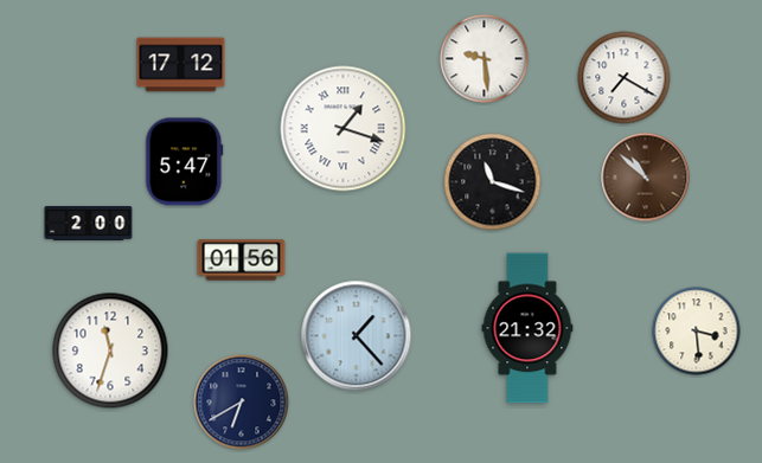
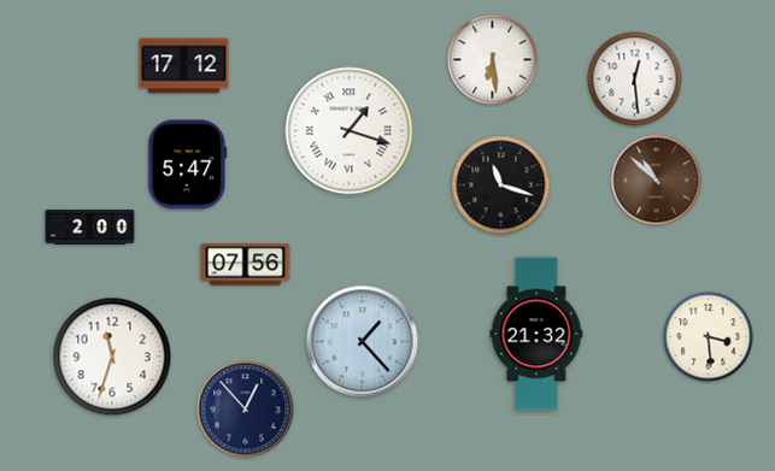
clock at (485, 59): 9:29 -> 6:29
clock at (625, 78): 7:20 -> 12:29
clock at (242, 261): 01:56 -> 07:56
clock at (242, 403): 6:40 -> 12:53
